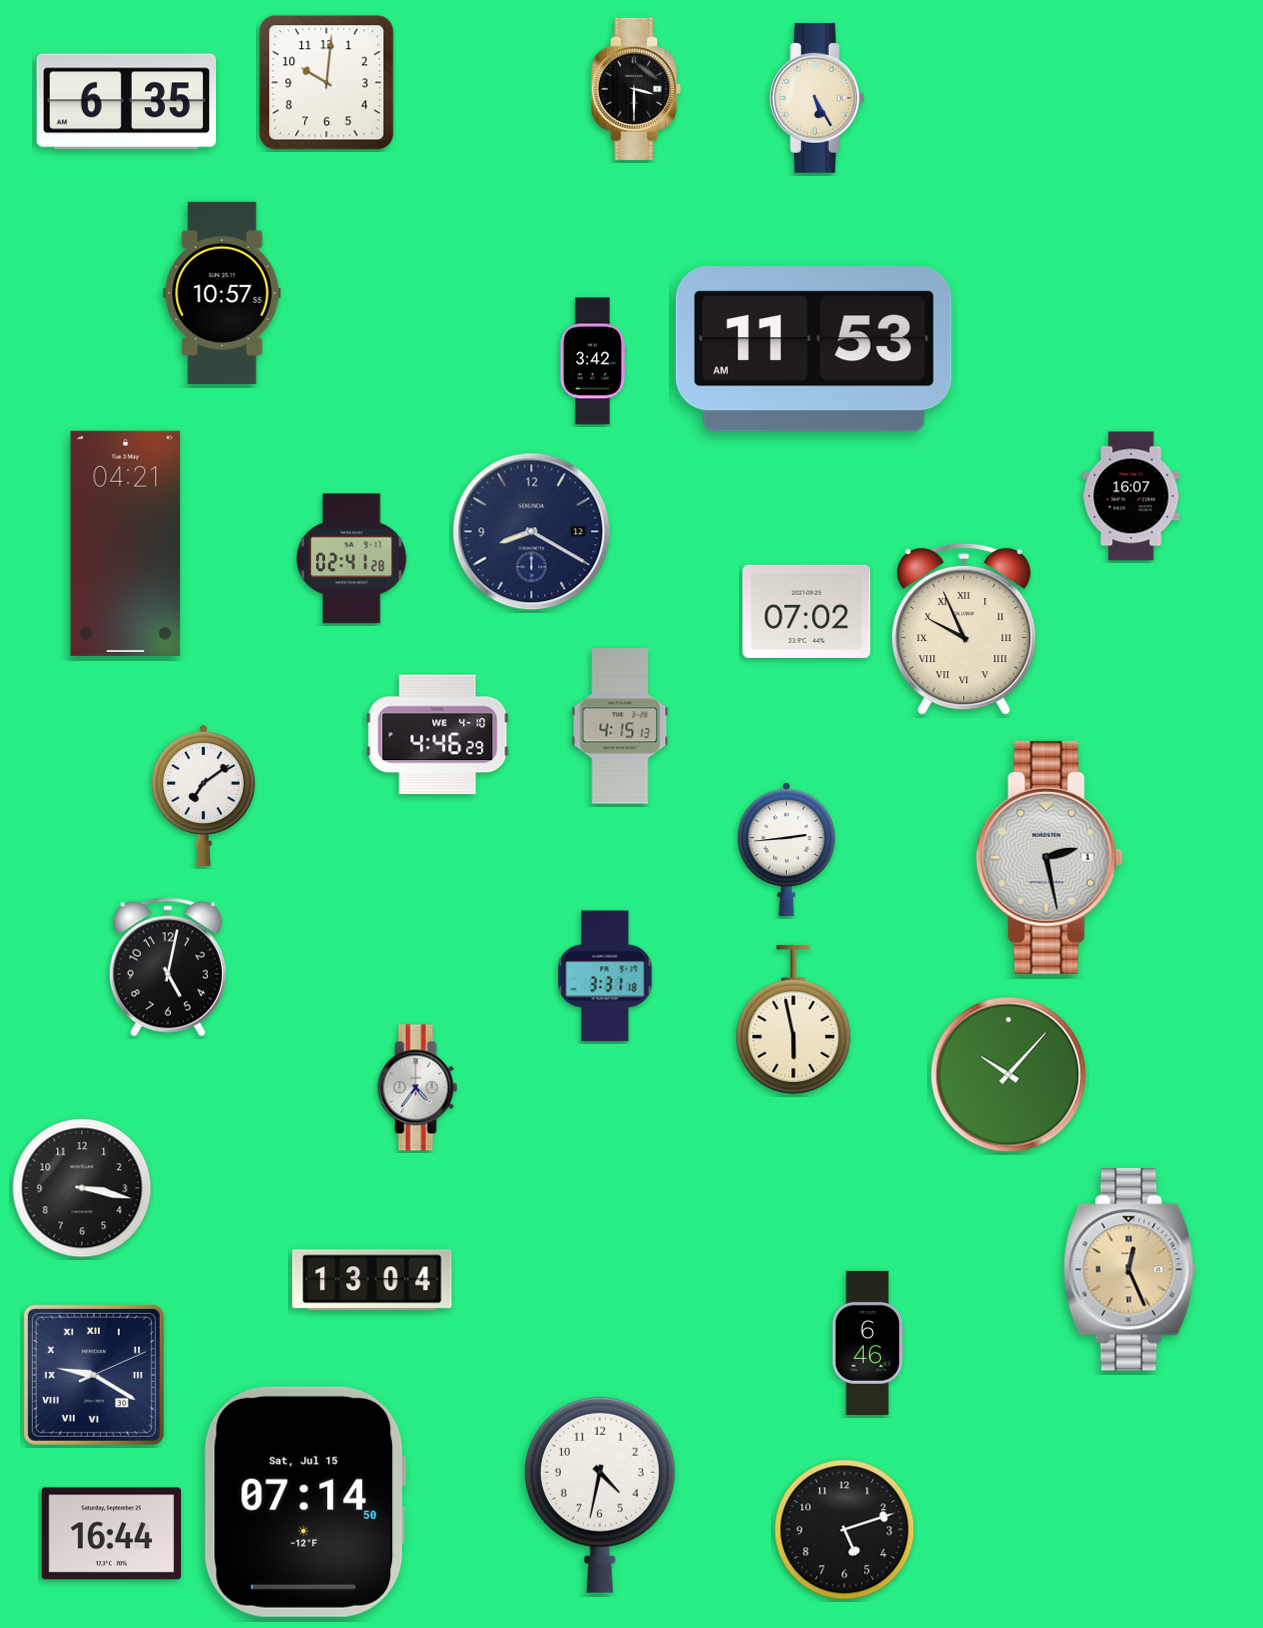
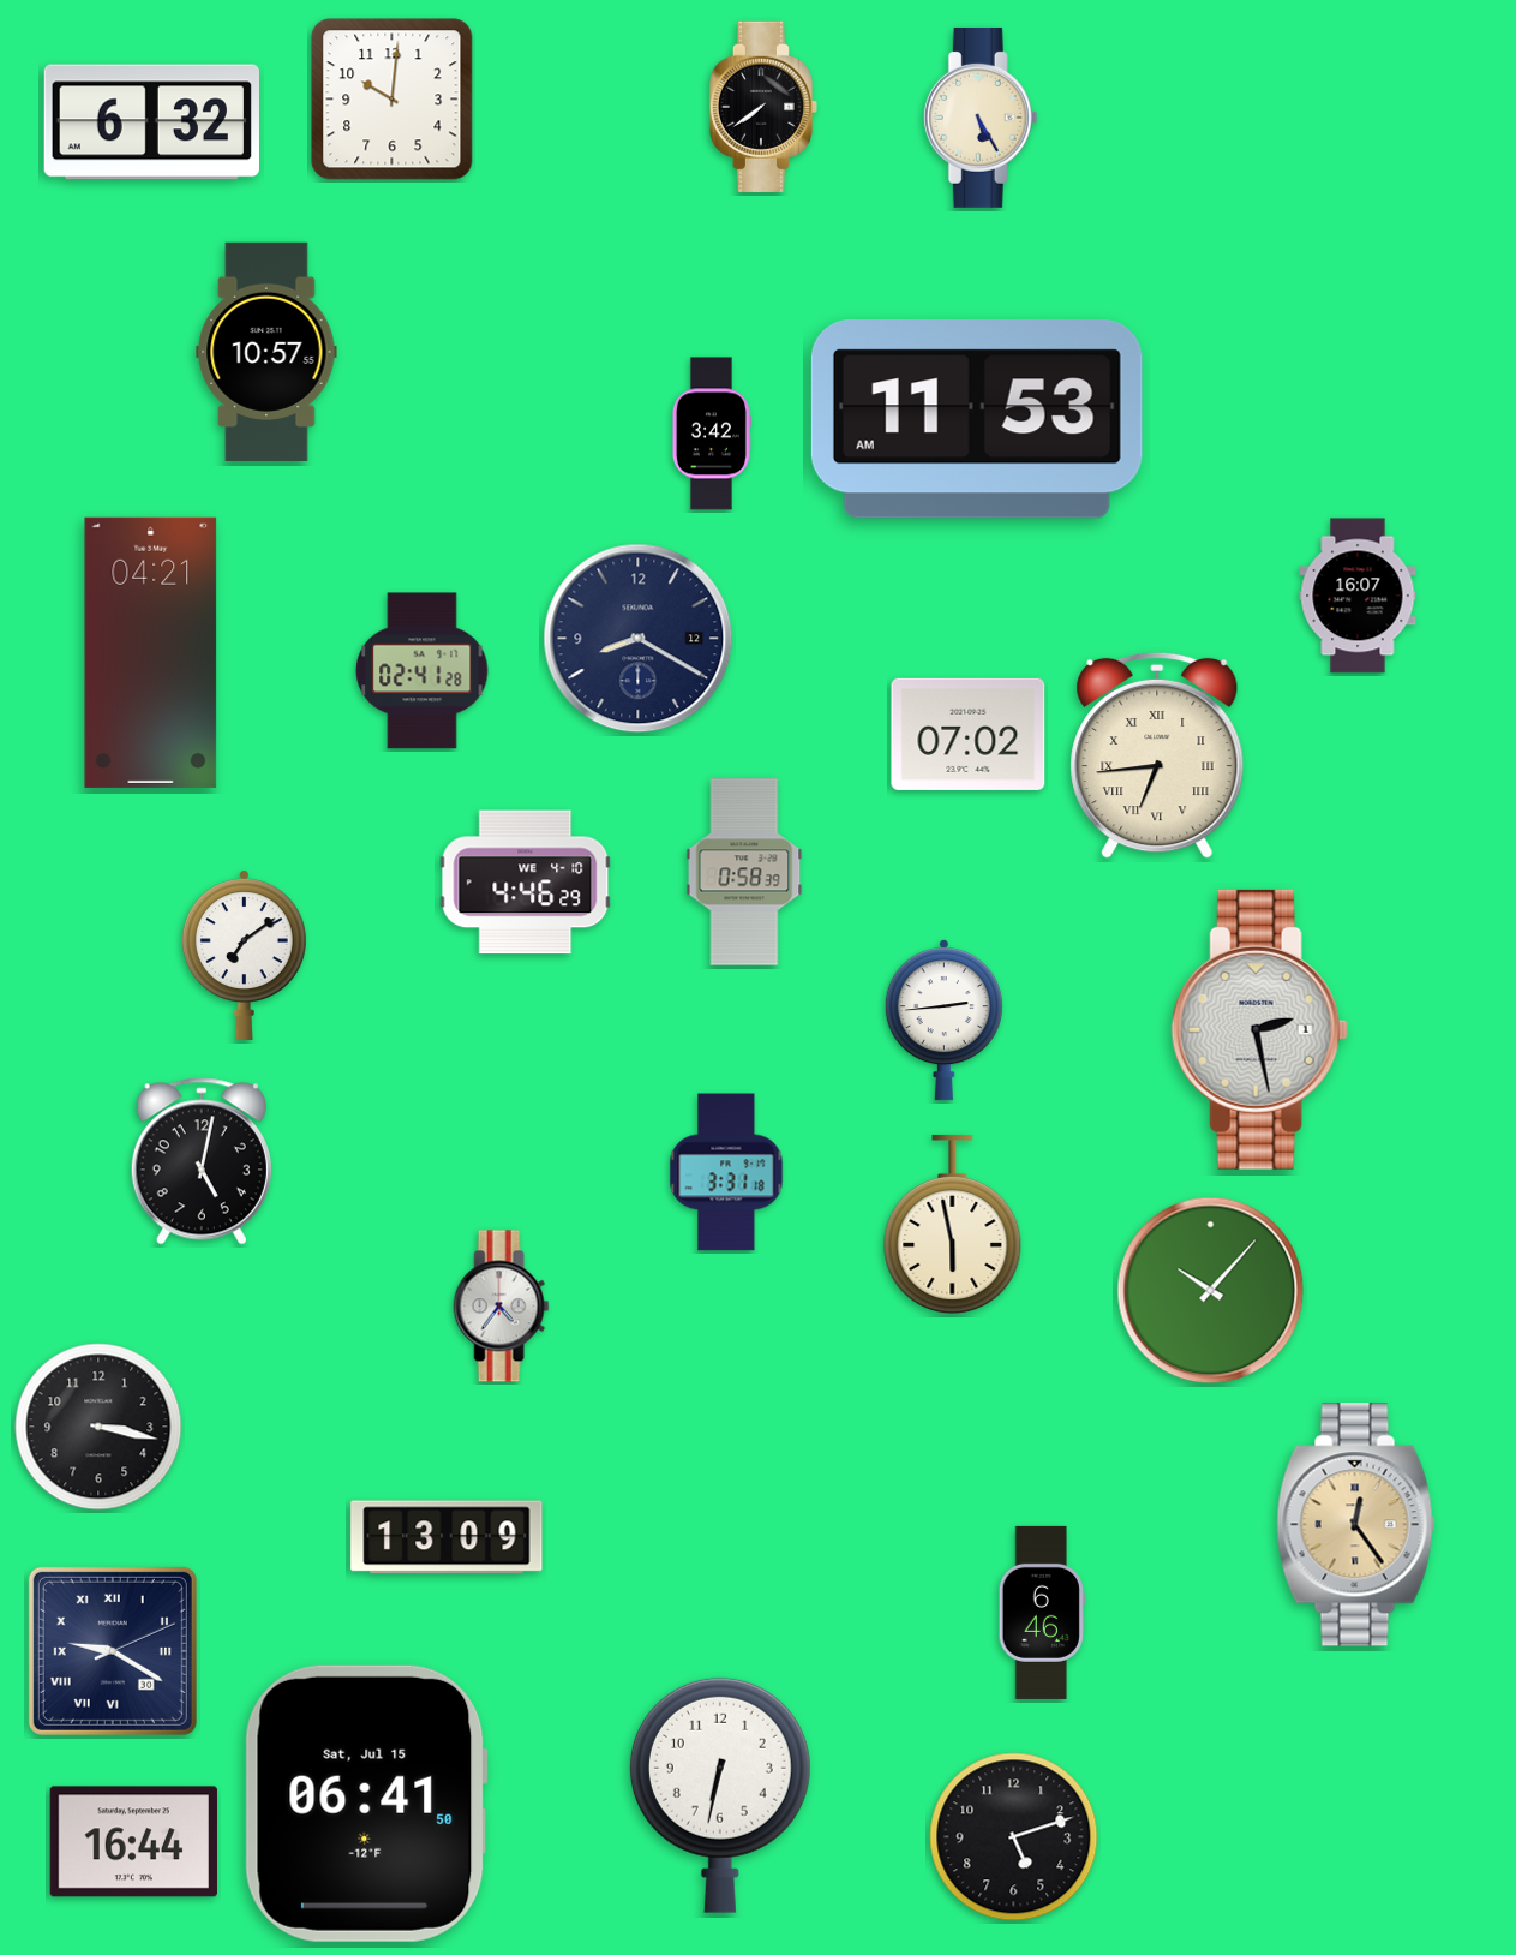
clock at (636, 89): 3:30 -> 7:39
clock at (126, 102): 6:35 -> 6:32
clock at (964, 629): 9:56 -> 6:44
clock at (620, 726): 4:15 -> 0:58
clock at (1130, 1270): 12:26 -> 12:24
clock at (372, 1280): 13:04 -> 13:09
clock at (600, 1495): 4:32 -> 6:32
clock at (305, 1502): 07:14 -> 06:41
